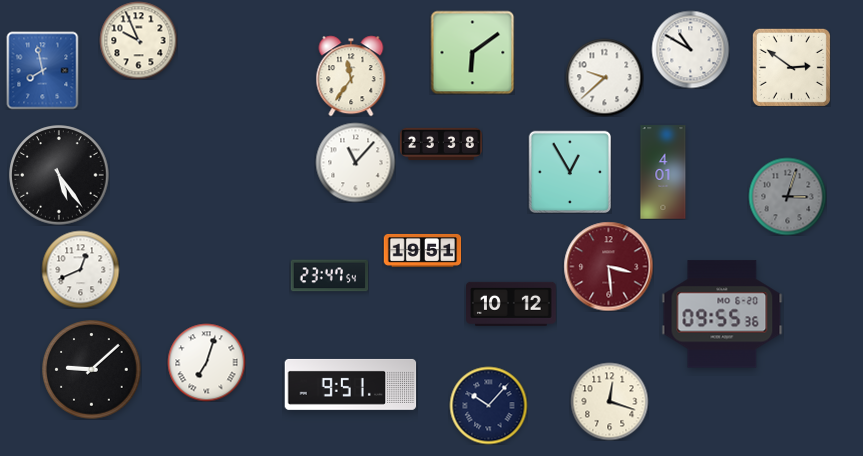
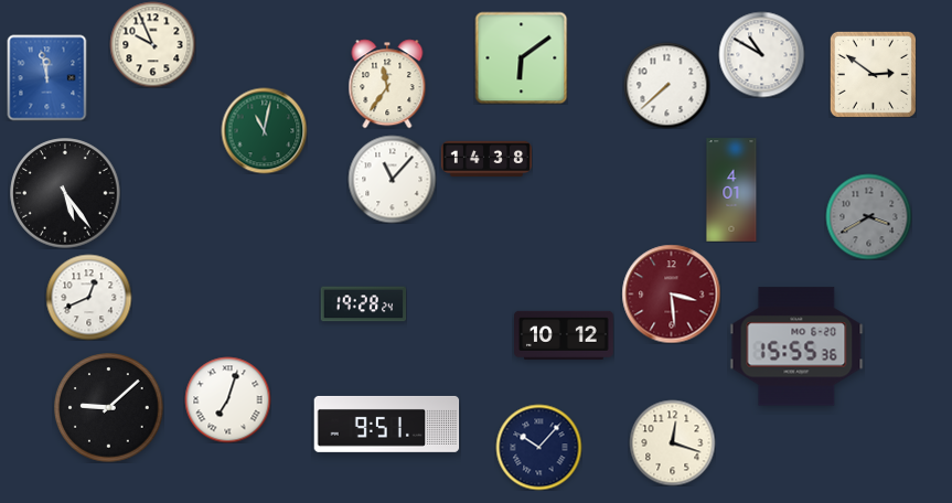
clock at (43, 70): 7:58 -> 11:58
clock at (604, 77): 9:38 -> 7:38
clock at (264, 130): none -> 11:02
clock at (441, 144): 23:38 -> 14:38
clock at (570, 172): 12:55 -> none
clock at (787, 196): 3:03 -> 3:40
clock at (422, 250): 19:51 -> none
clock at (329, 276): 23:47 -> 19:28
clock at (722, 314): 09:55 -> 15:55
clock at (92, 370) position: (92, 370) -> (109, 408)
